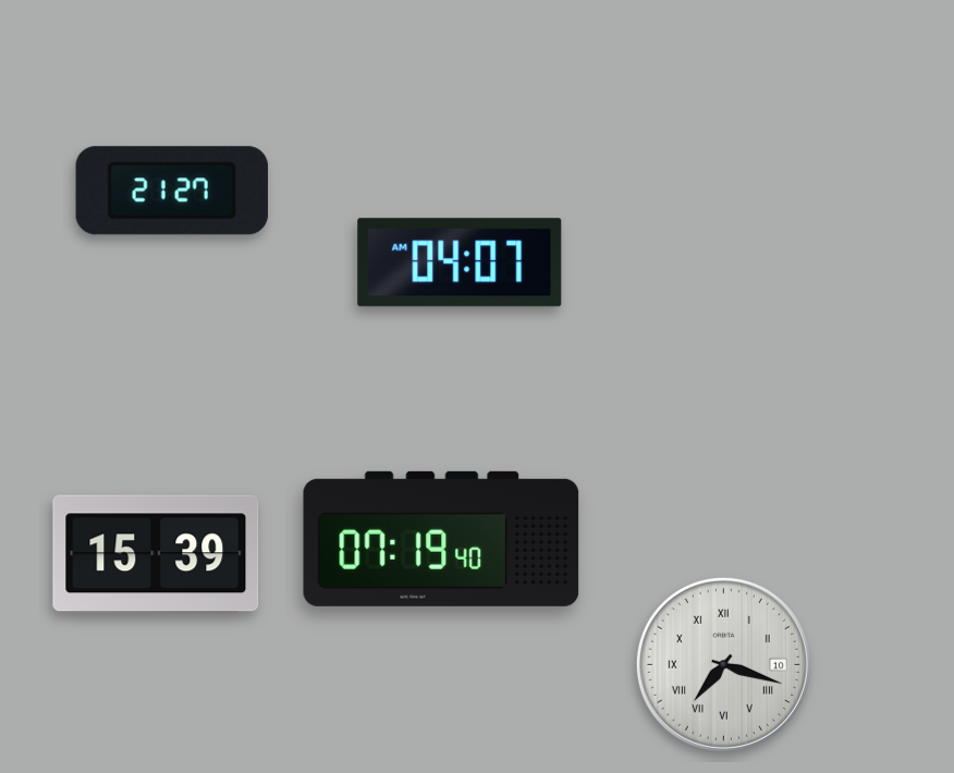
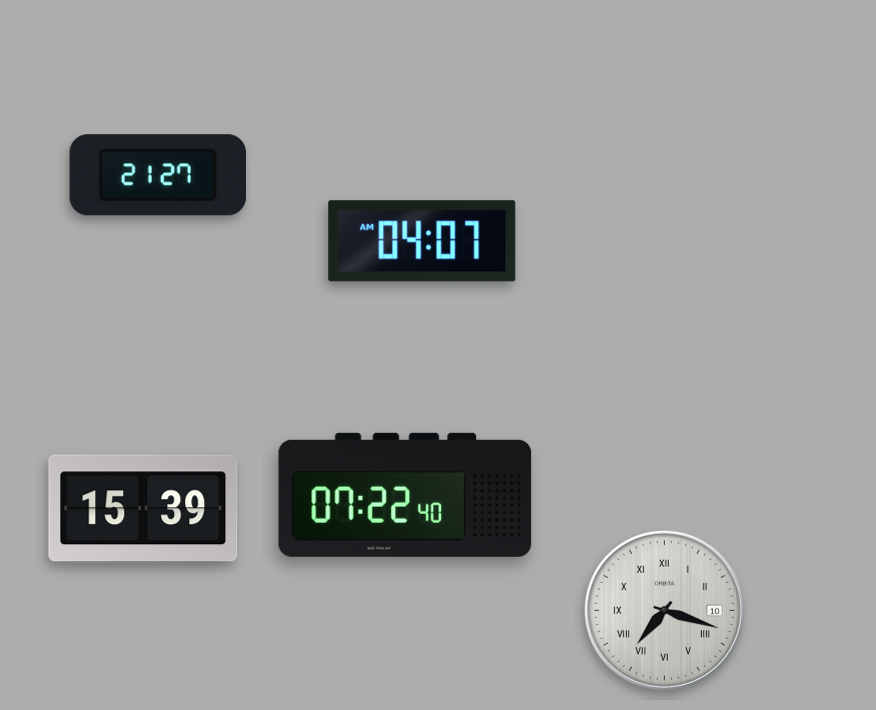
clock at (441, 539): 07:19 -> 07:22
